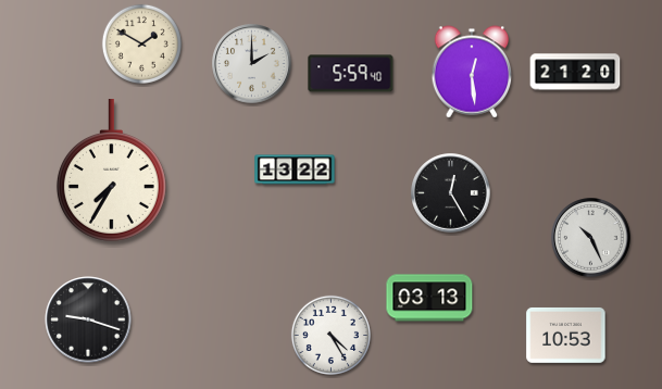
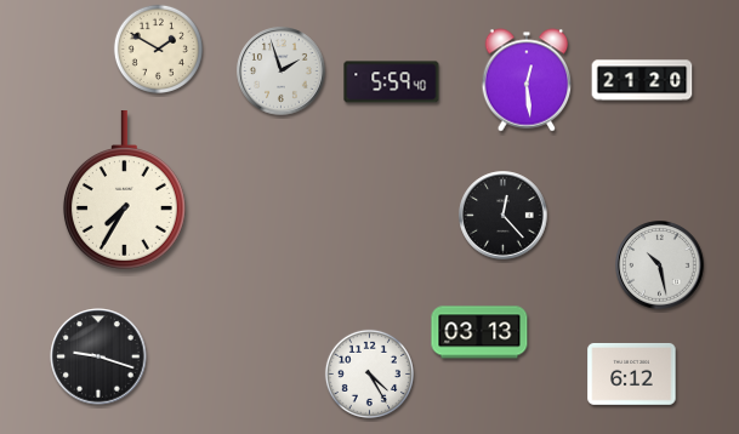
clock at (252, 64): 2:00 -> 1:57
clock at (295, 170): 13:22 -> none
clock at (451, 193): 12:25 -> 12:23
clock at (591, 238): 10:26 -> 10:28
clock at (566, 335): 10:53 -> 6:12
